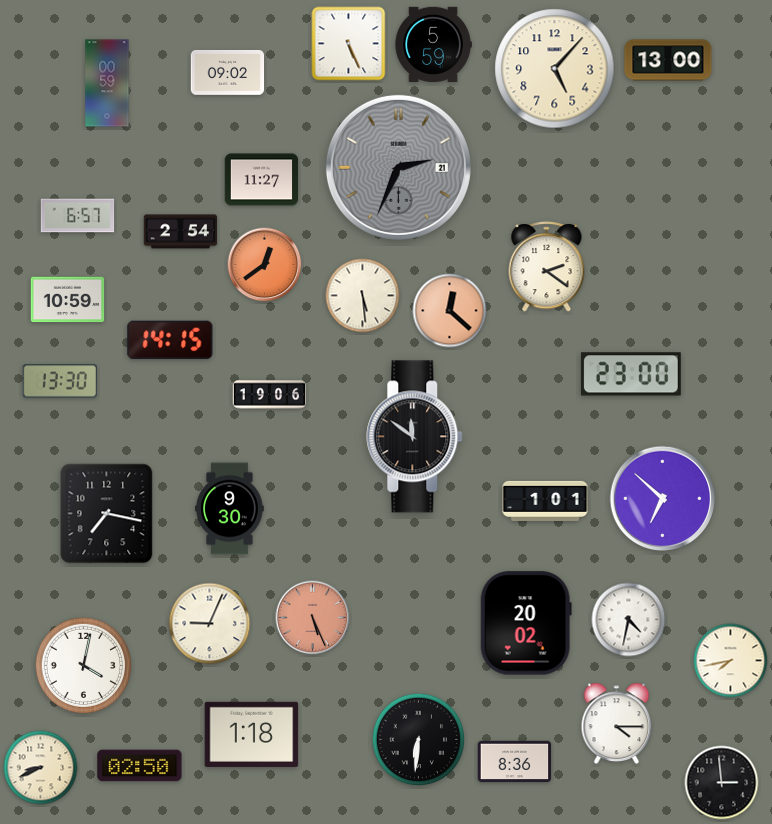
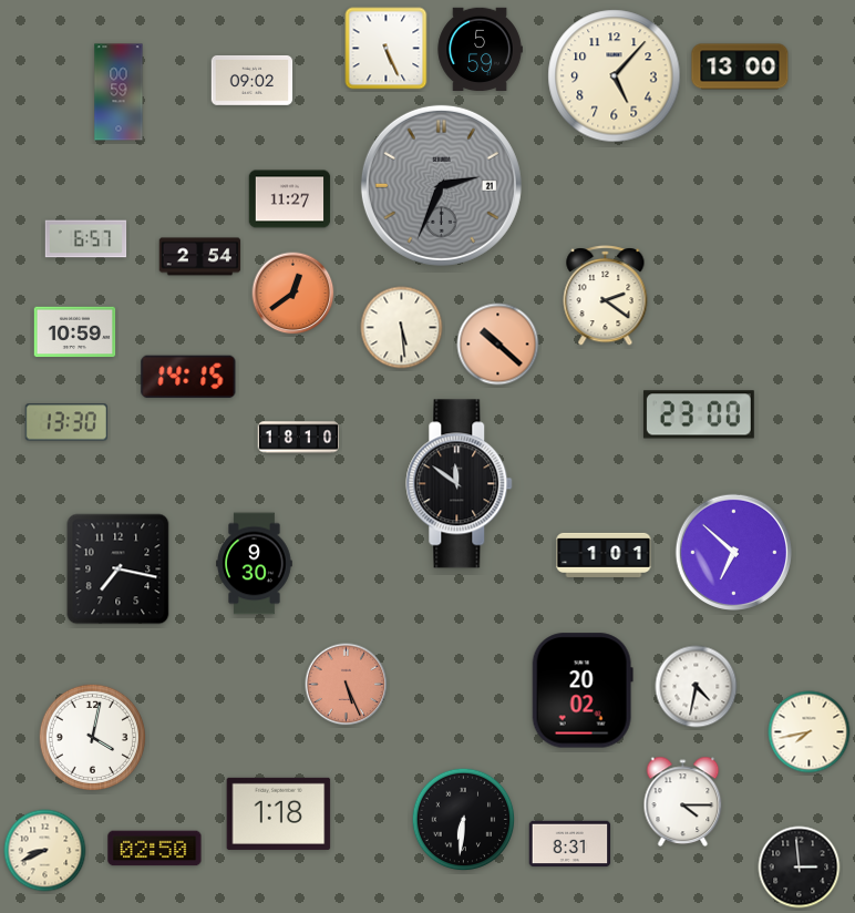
clock at (450, 311): 12:22 -> 10:22
clock at (270, 395): 19:06 -> 18:10
clock at (210, 624): 9:04 -> none
clock at (515, 762): 8:36 -> 8:31
